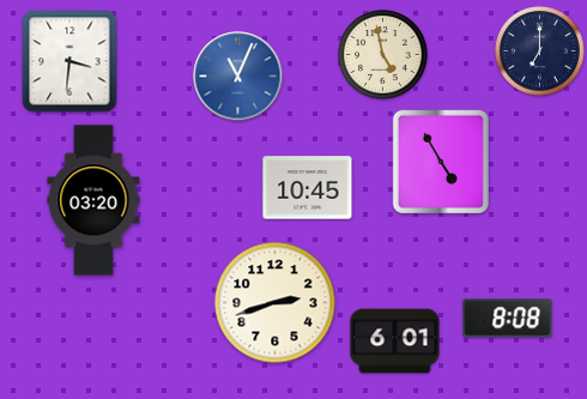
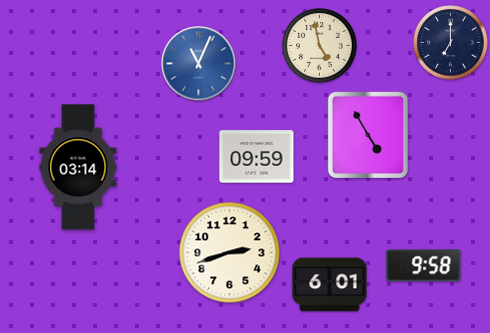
clock at (69, 61): 3:31 -> none
clock at (308, 188): 10:45 -> 09:59
clock at (93, 200): 03:20 -> 03:14
clock at (508, 319): 8:08 -> 9:58
